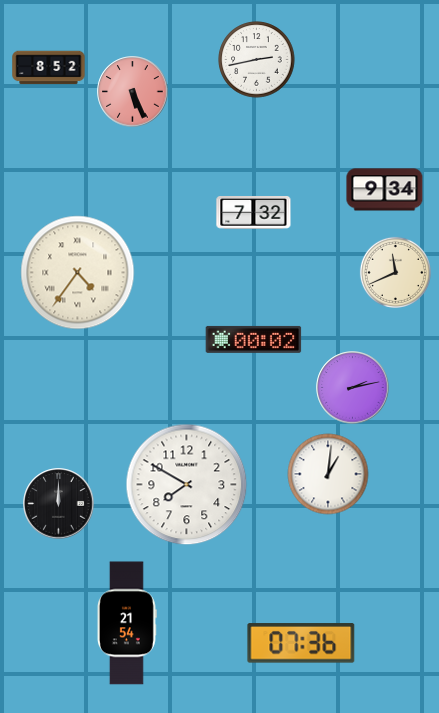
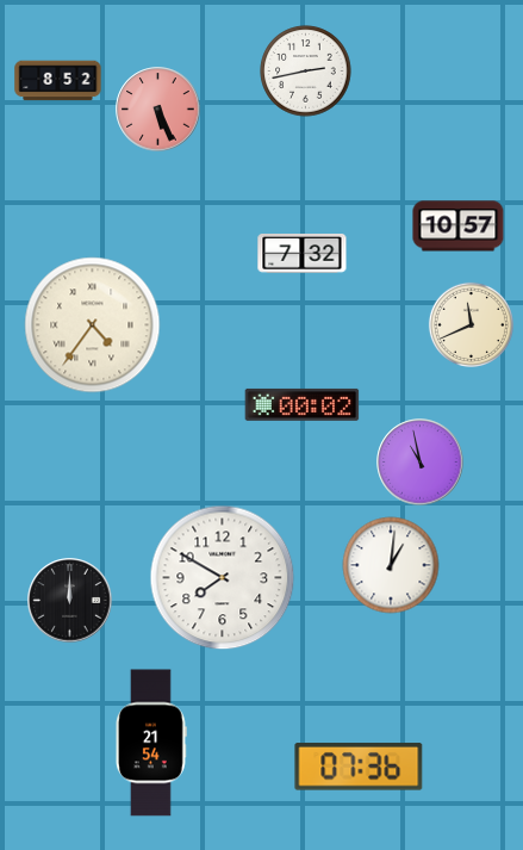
clock at (385, 190): 9:34 -> 10:57
clock at (353, 388): 2:13 -> 10:58
